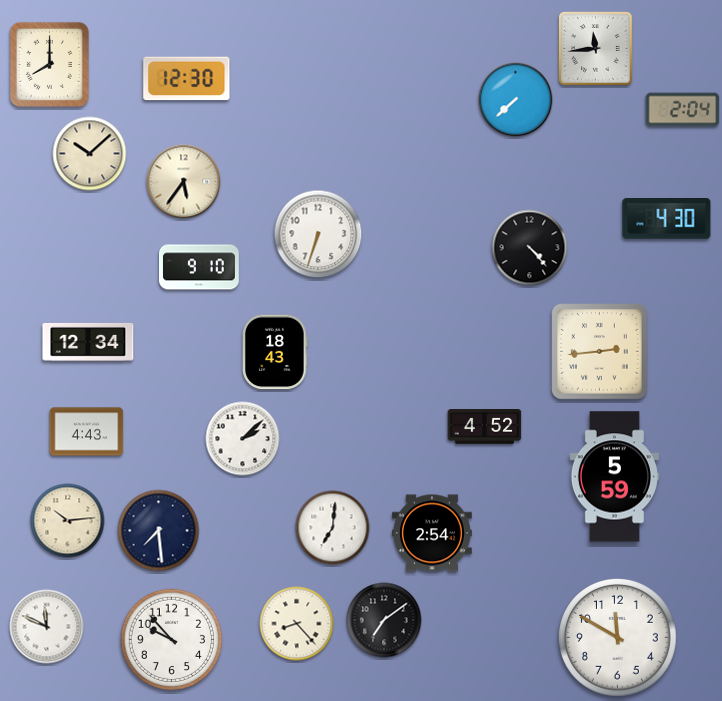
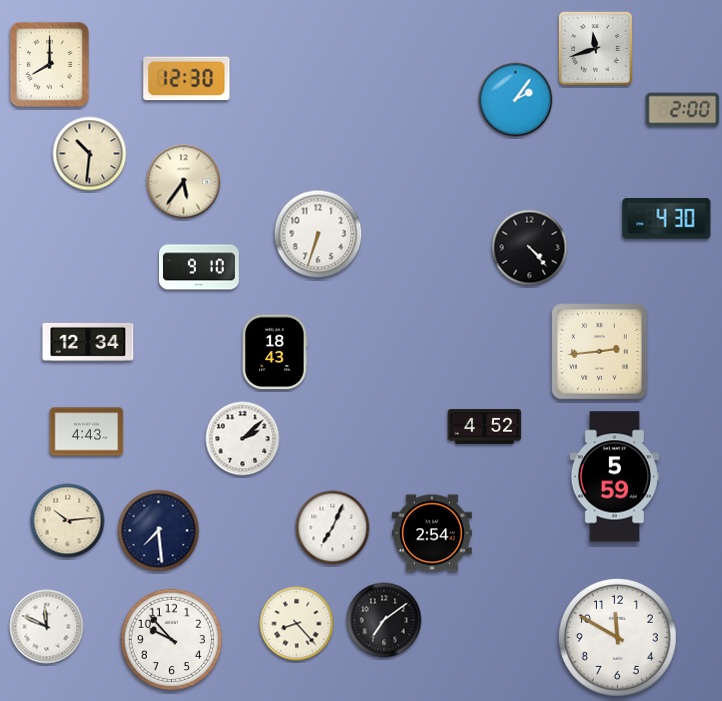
clock at (596, 49): 11:44 -> 11:42
clock at (516, 100): 7:38 -> 2:06
clock at (683, 110): 2:04 -> 2:00
clock at (90, 154): 10:08 -> 10:31
clock at (333, 528): 7:01 -> 7:04
